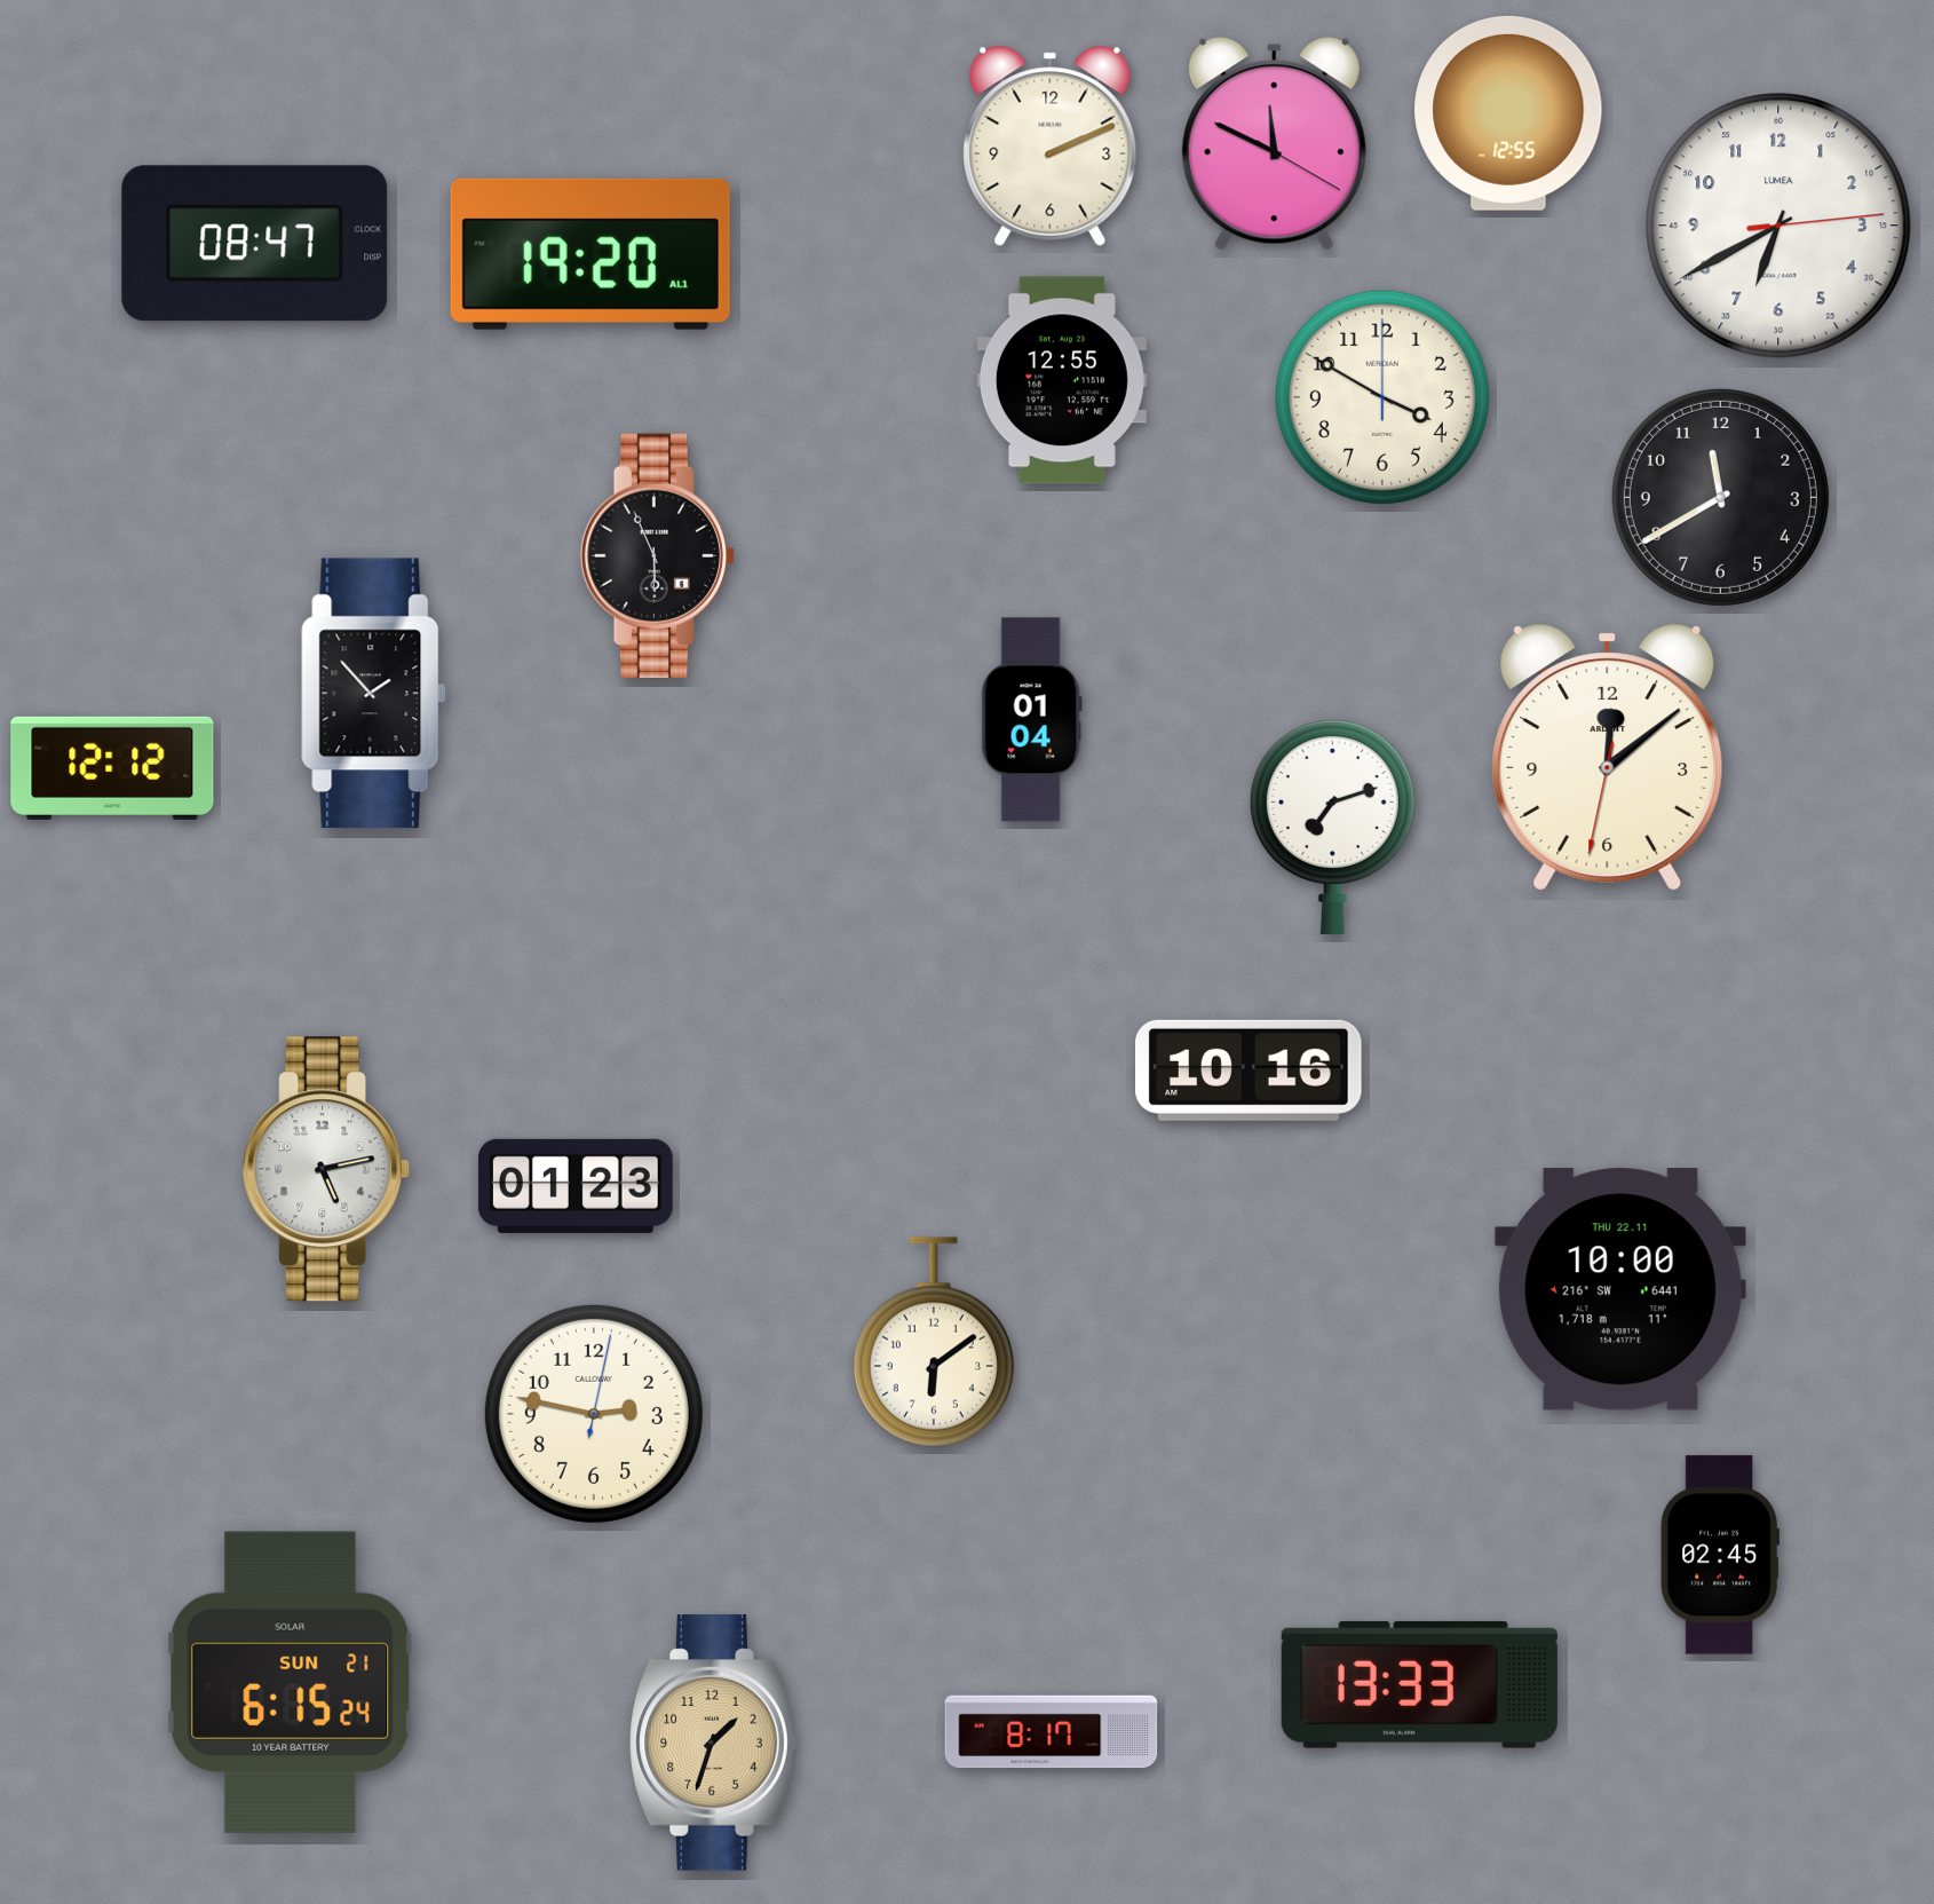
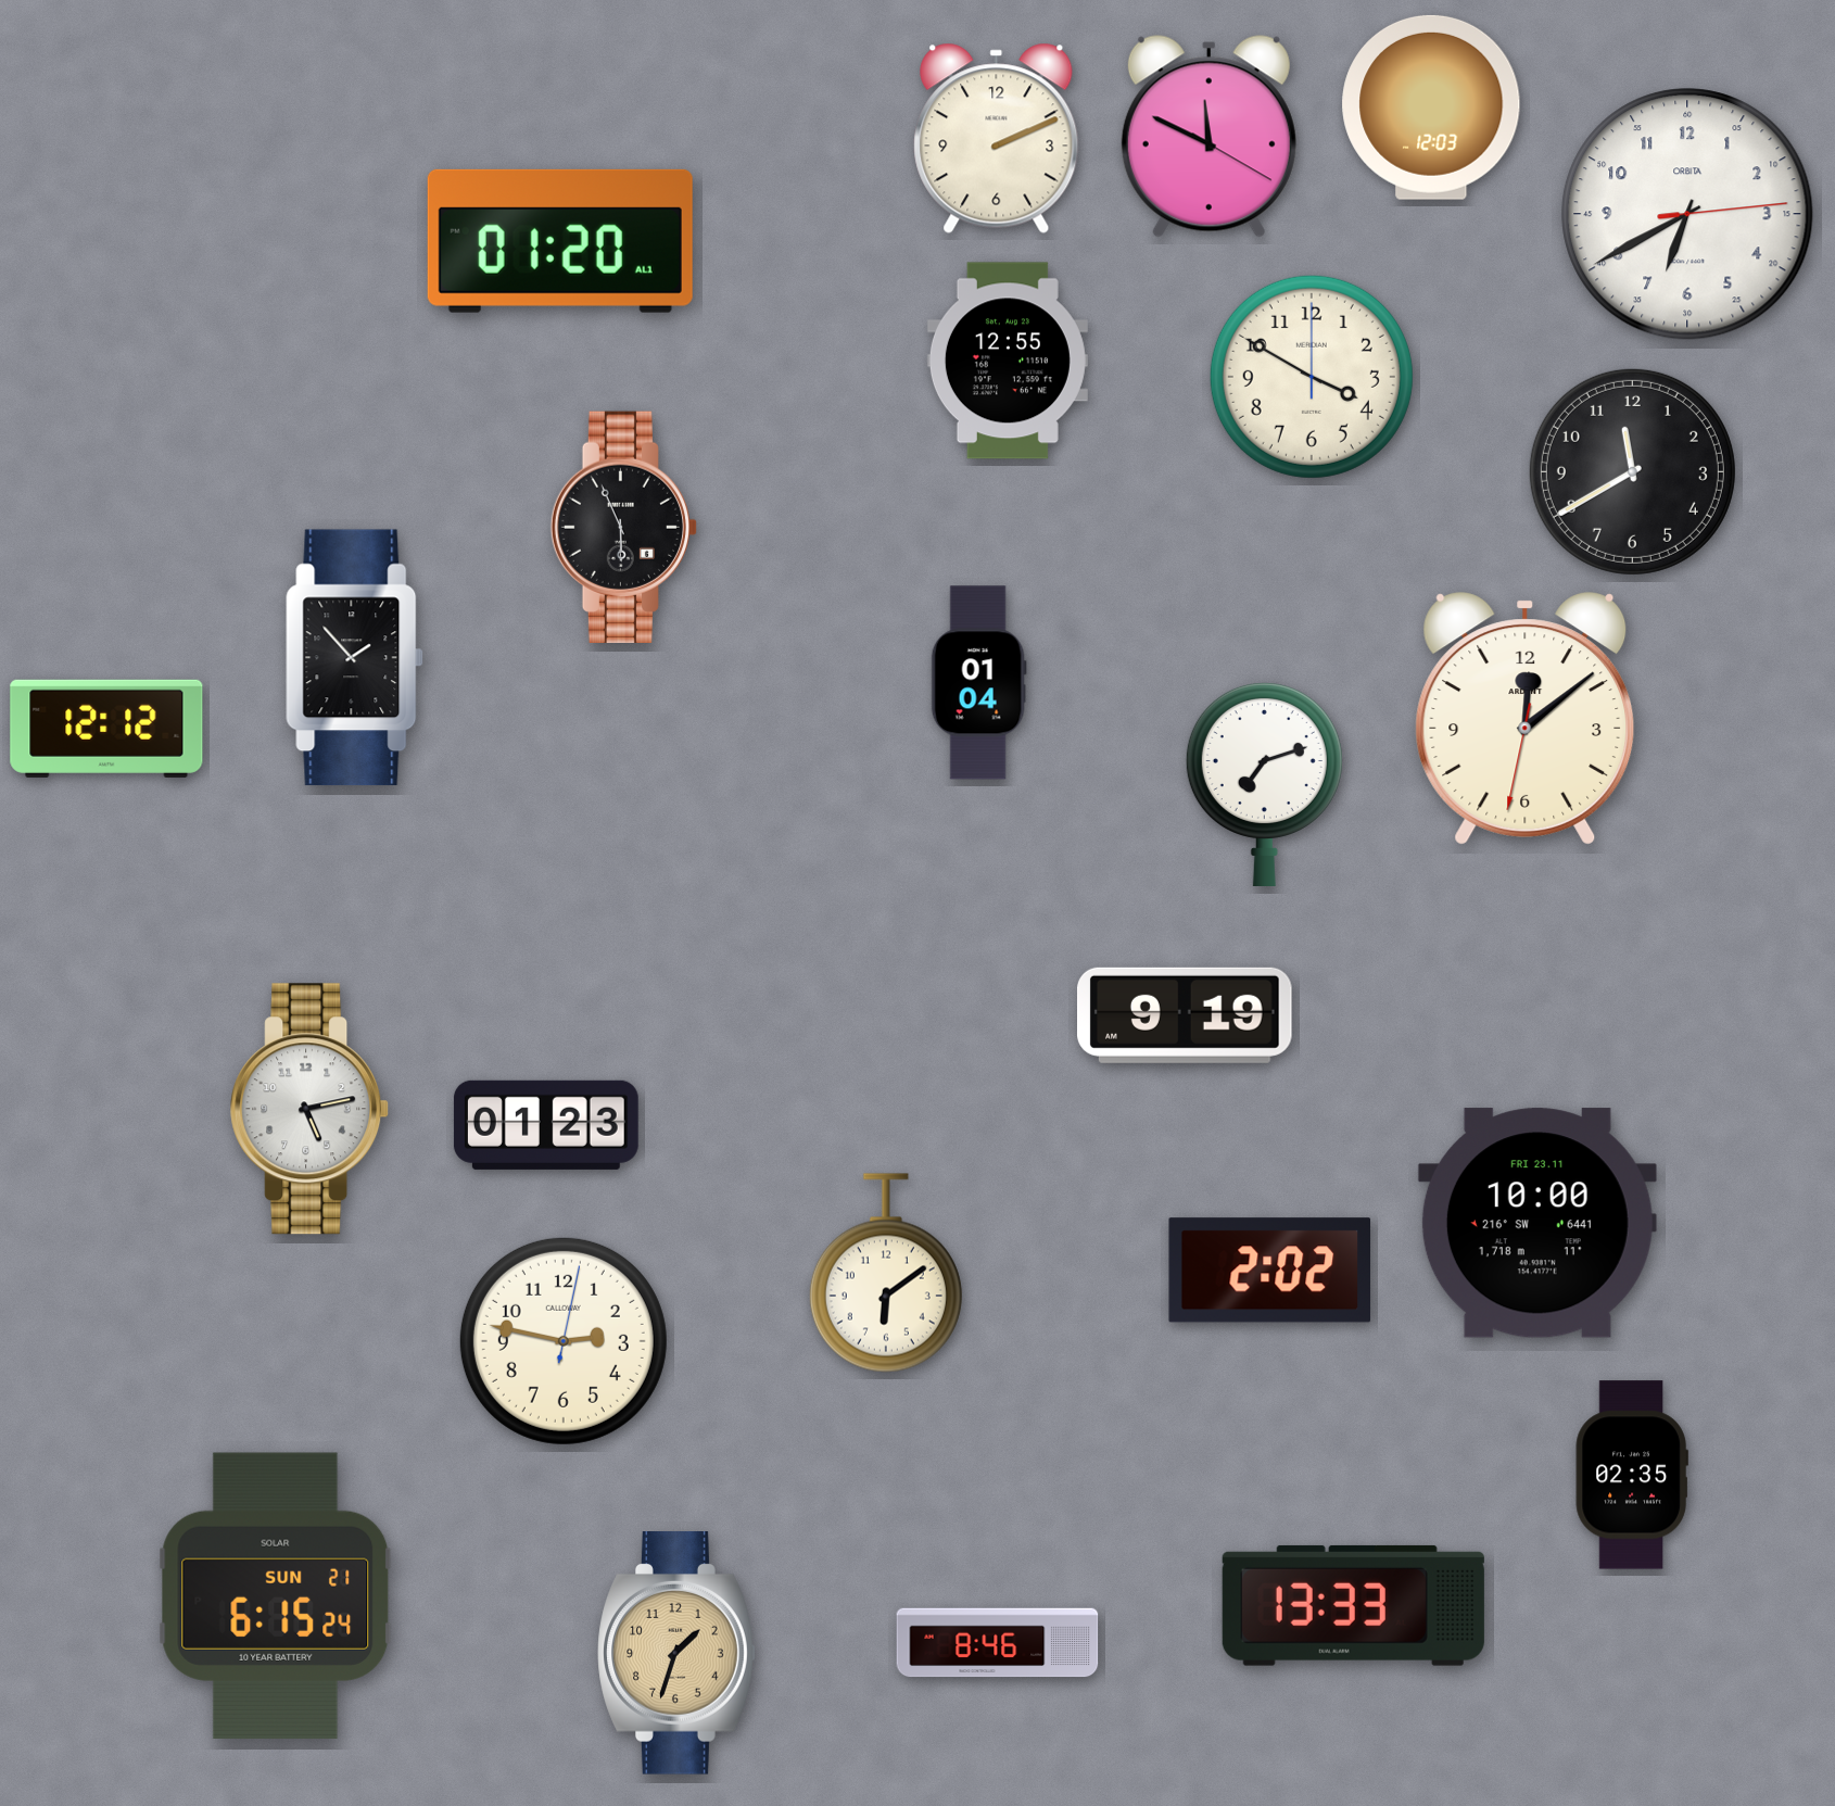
clock at (1508, 113): 12:55 -> 12:03
clock at (1778, 226) brand: LUMEA -> ORBITA
clock at (255, 244): 08:47 -> none
clock at (590, 254): 19:20 -> 01:20
clock at (1250, 1070): 10:16 -> 9:19
clock at (1620, 1289) date: THU 22.11 -> FRI 23.11
clock at (1269, 1271): none -> 2:02
clock at (1720, 1555): 02:45 -> 02:35
clock at (1419, 1684) position: (1419, 1684) -> (1353, 1605)
clock at (1052, 1732): 8:17 -> 8:46
